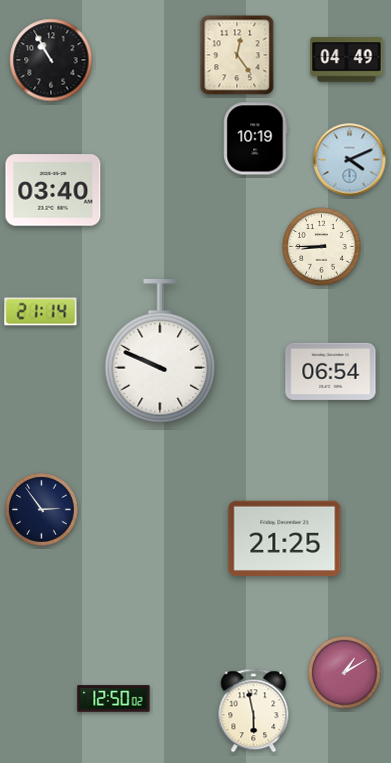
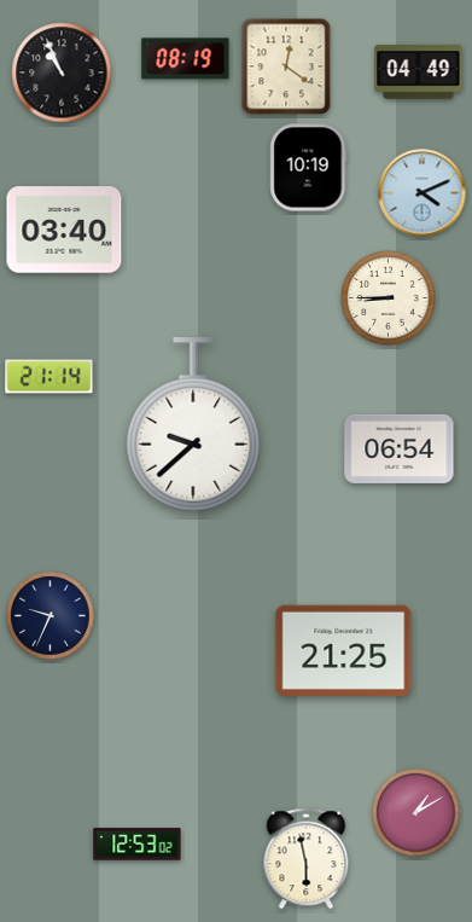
clock at (186, 59): none -> 08:19
clock at (237, 55): 12:24 -> 12:21
clock at (51, 60): 10:55 -> 10:56
clock at (160, 352): 9:49 -> 9:38
clock at (42, 510): 2:54 -> 9:34
clock at (114, 699): 12:50 -> 12:53
